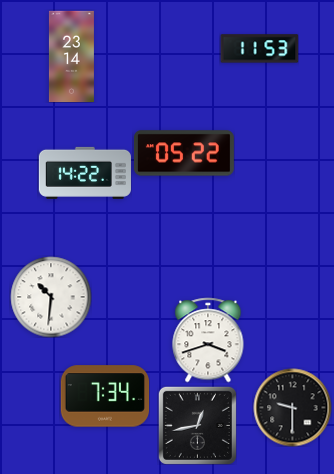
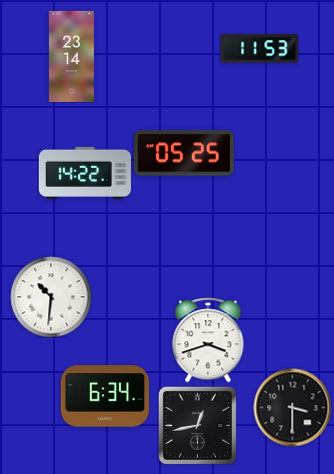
clock at (184, 153): 05:22 -> 05:25
clock at (105, 396): 7:34 -> 6:34
clock at (292, 407): 9:30 -> 3:30
